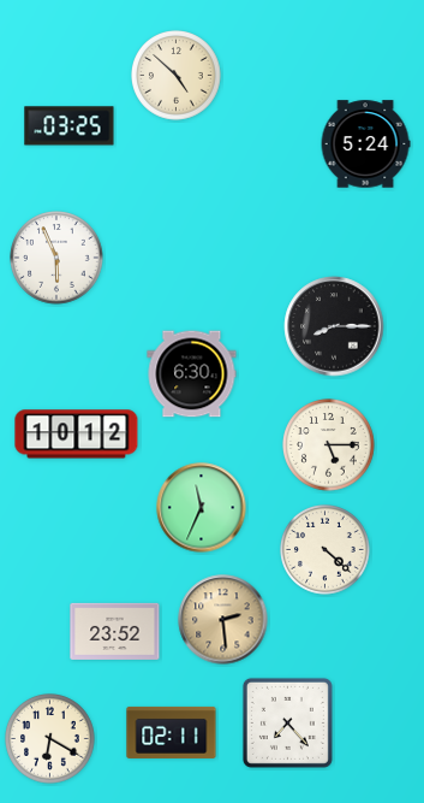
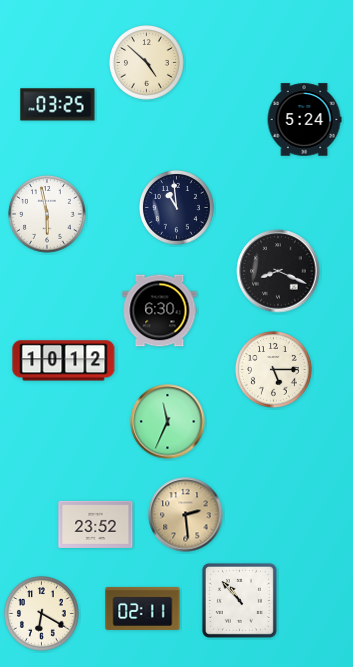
clock at (177, 208): none -> 10:59
clock at (56, 258): 5:56 -> 5:58
clock at (334, 326): 8:15 -> 8:19
clock at (326, 550): 4:22 -> none
clock at (287, 722): 7:23 -> 10:53
